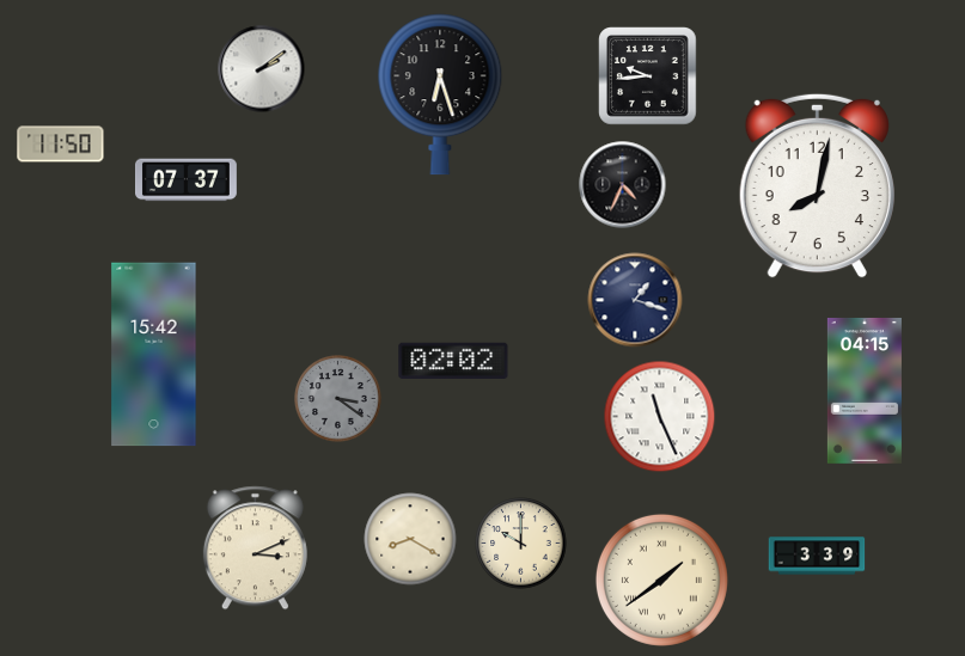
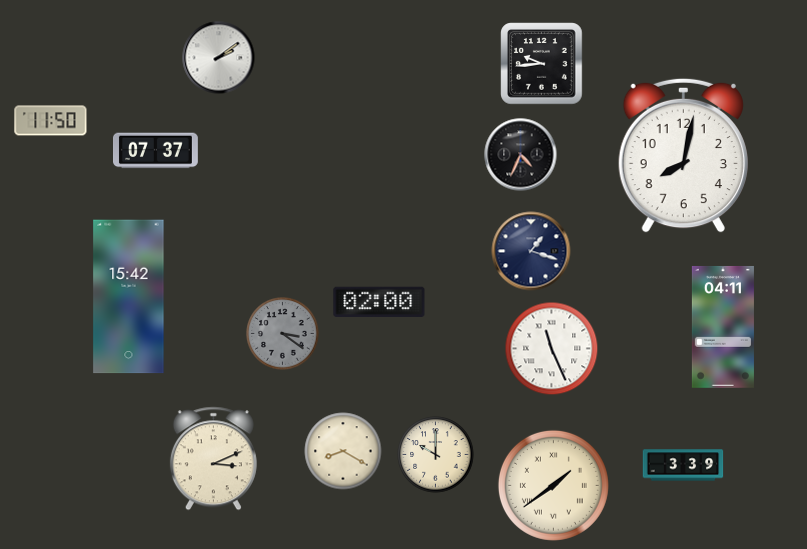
clock at (440, 94): 6:27 -> none
clock at (453, 361): 02:02 -> 02:00
clock at (865, 391): 04:15 -> 04:11
